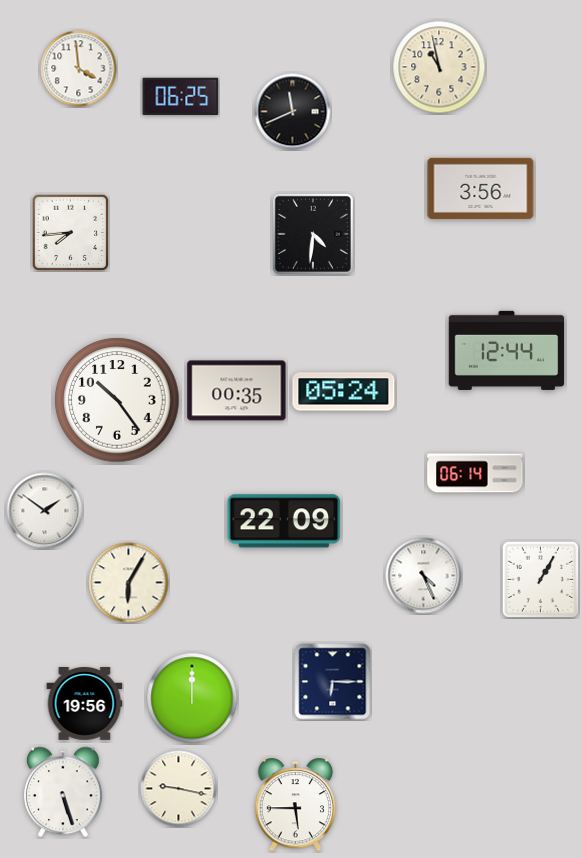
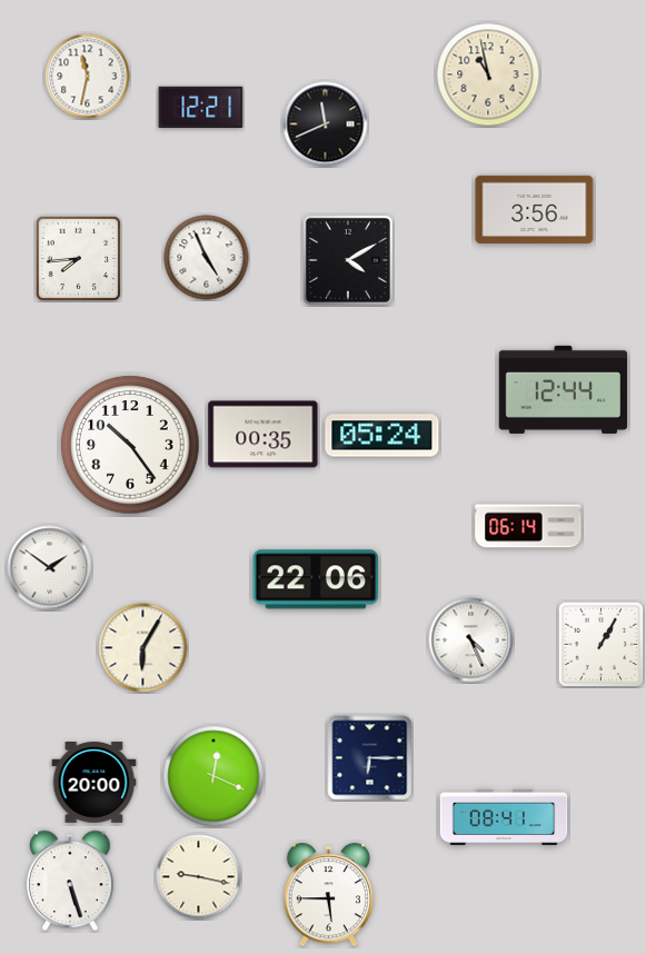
clock at (79, 69): 3:59 -> 11:32
clock at (181, 96): 06:25 -> 12:21
clock at (207, 258): none -> 4:56
clock at (313, 234): 4:31 -> 4:10
clock at (284, 521): 22:09 -> 22:06
clock at (192, 698): 12:00 -> 12:19
clock at (85, 704): 19:56 -> 20:00
clock at (504, 817): none -> 08:41
